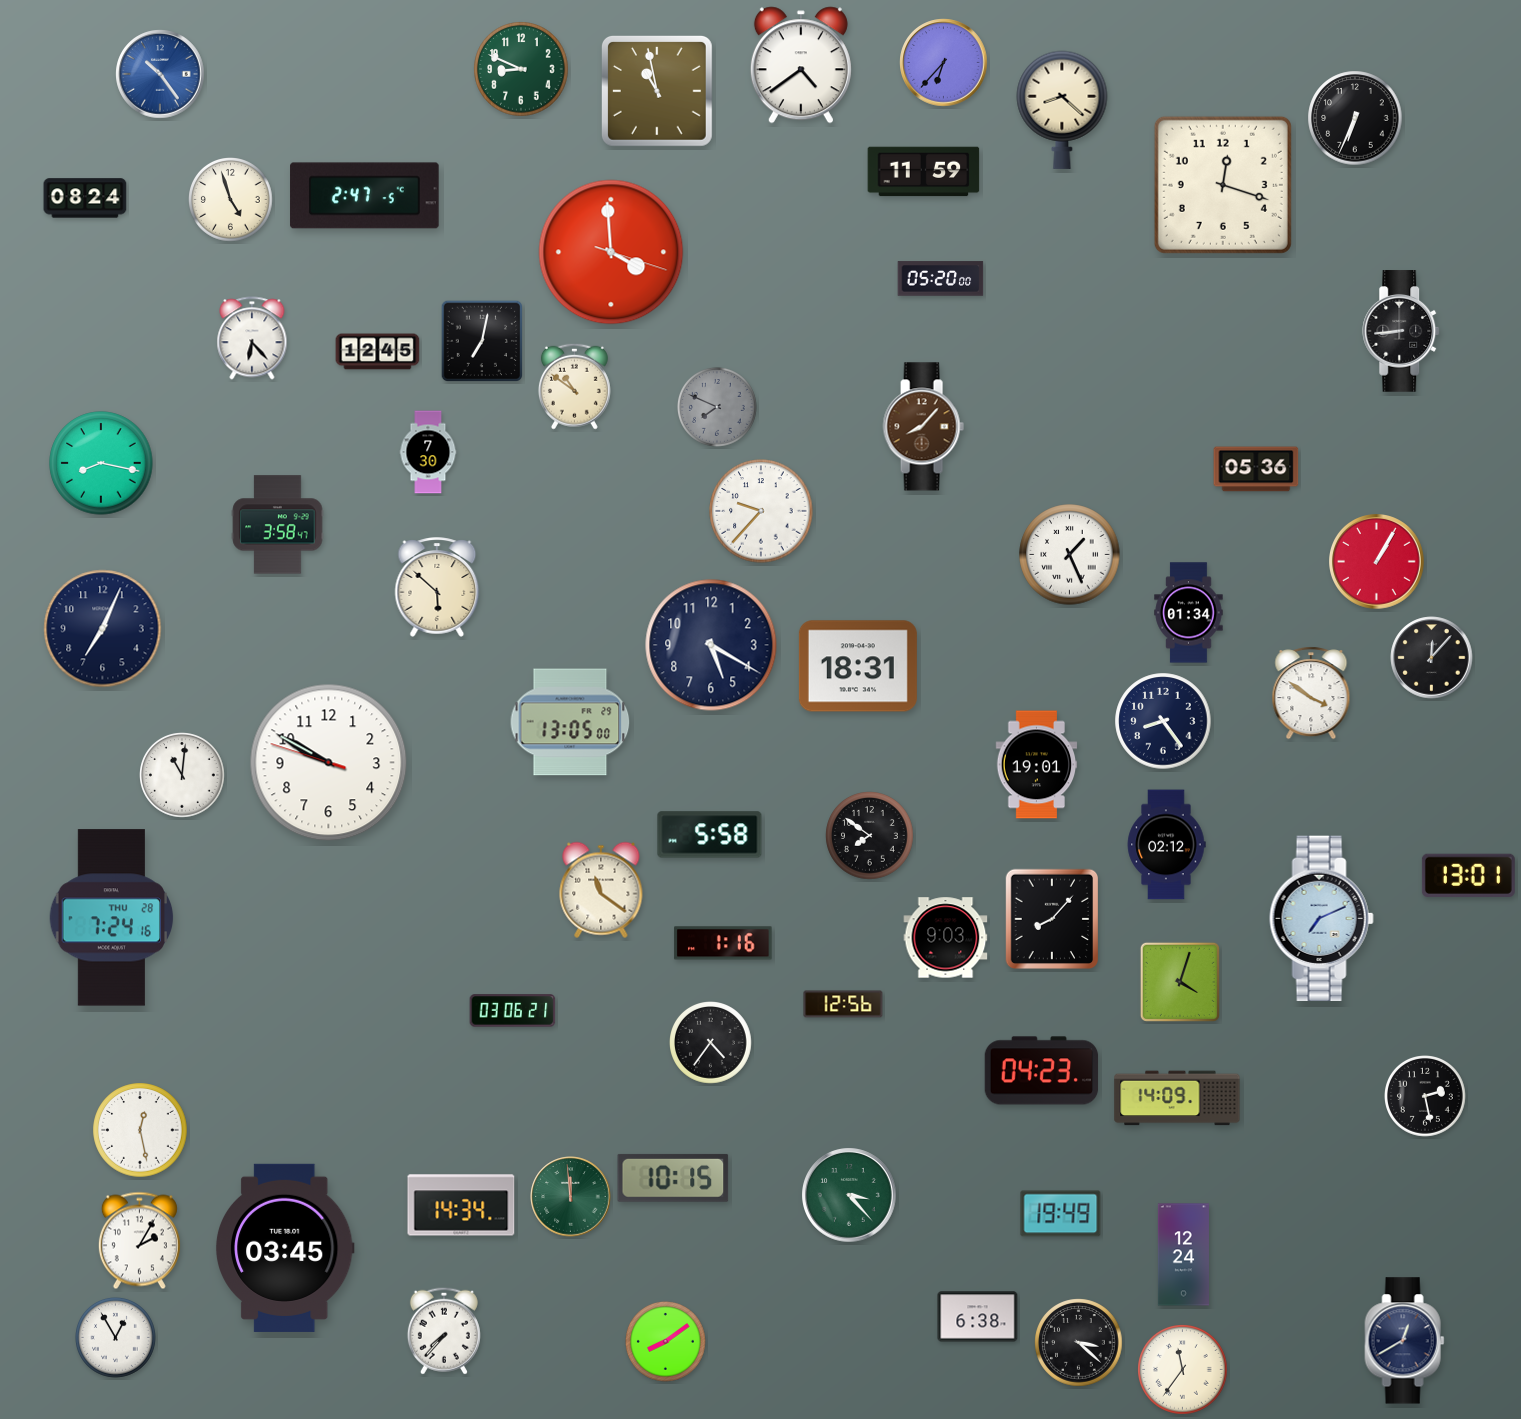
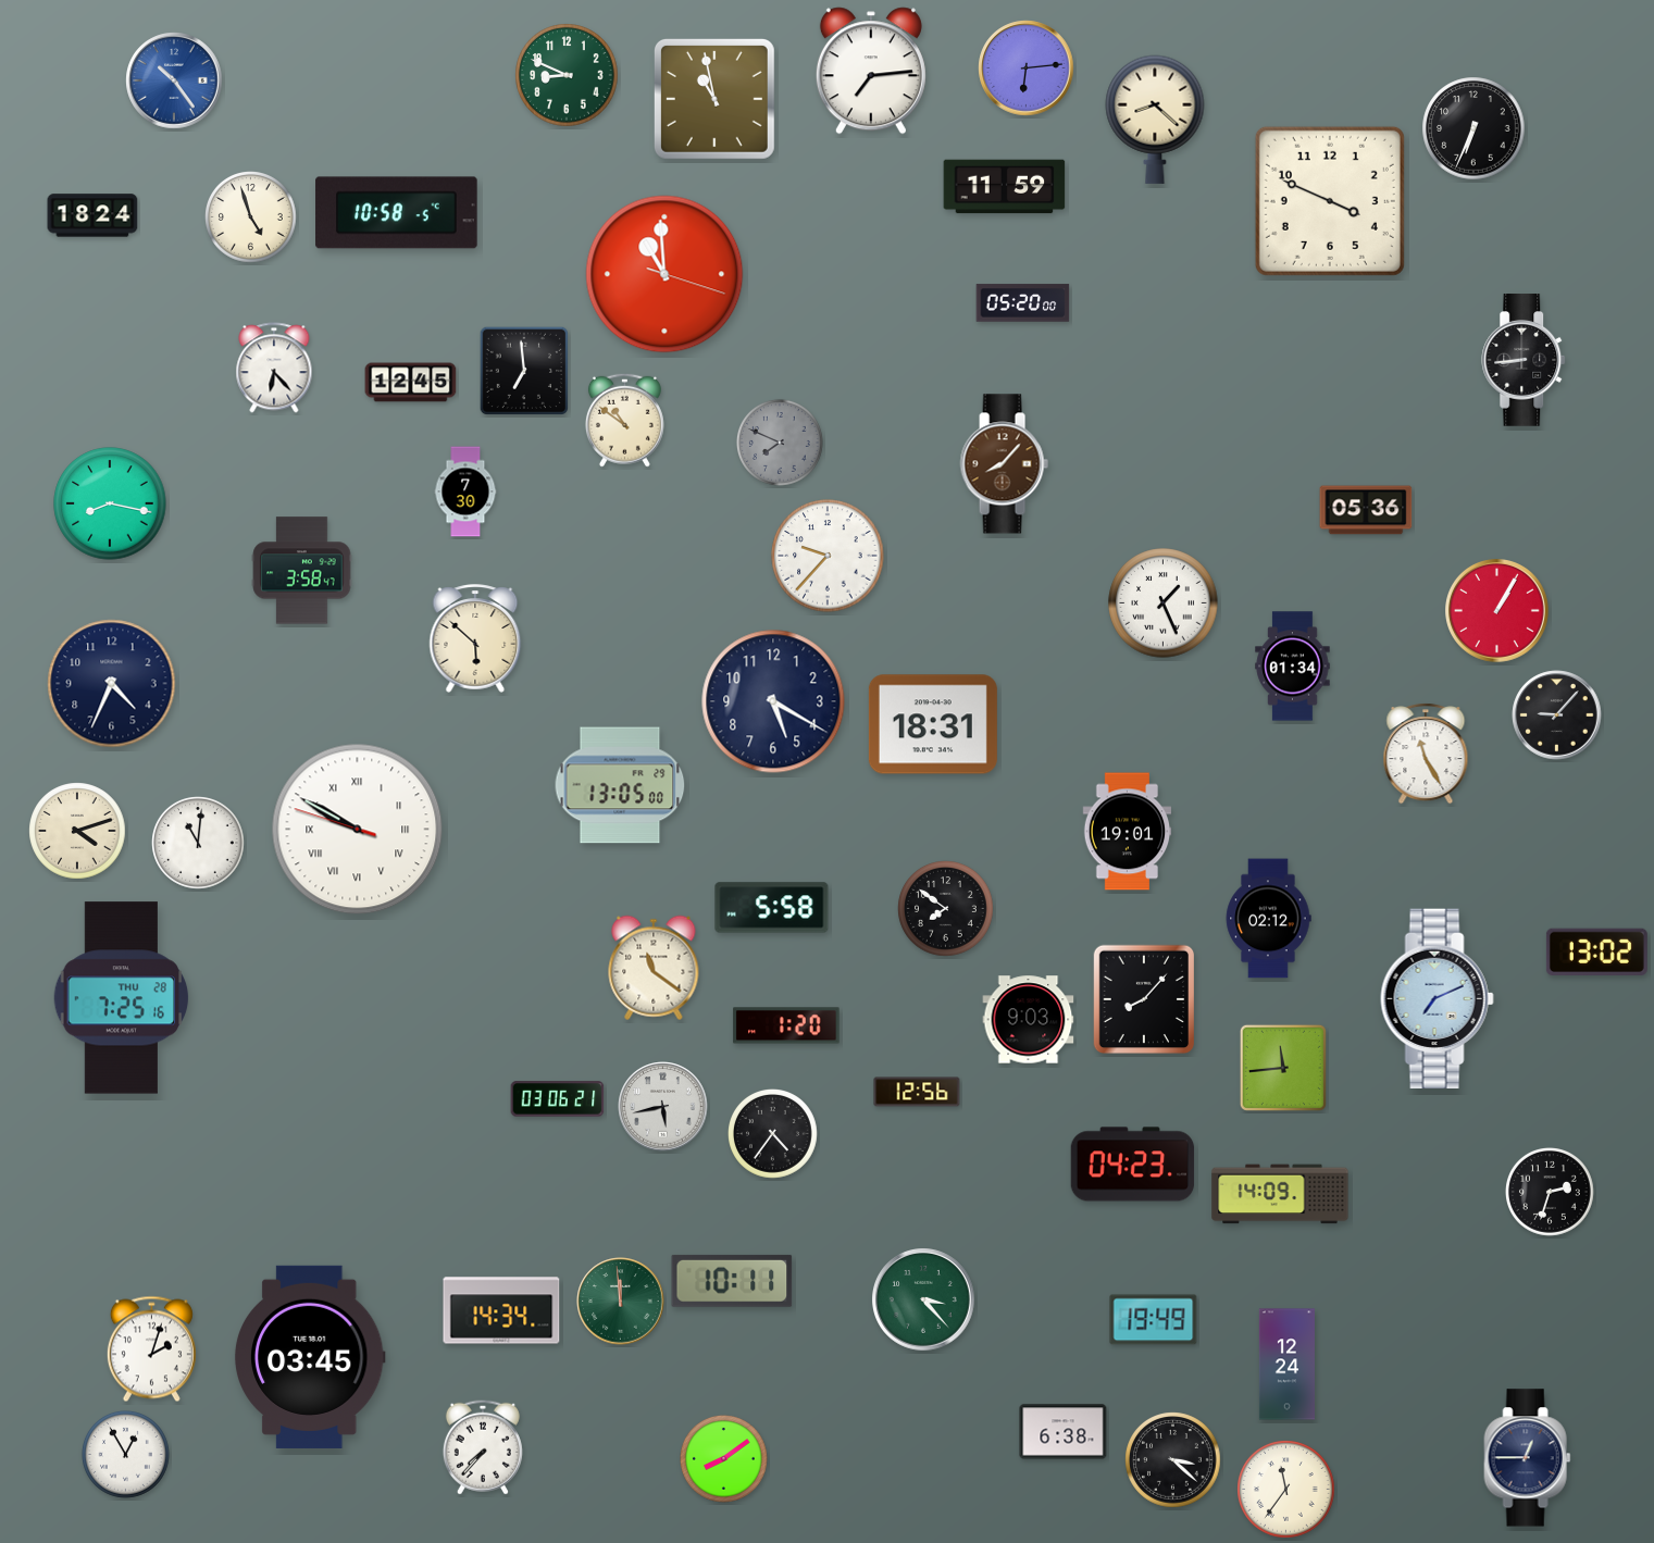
clock at (944, 63): 6:37 -> 6:14
clock at (801, 65): 4:39 -> 7:14
clock at (1223, 185): 12:18 -> 3:49
clock at (365, 196): 2:47 -> 10:58
clock at (85, 198): 08:24 -> 18:24
clock at (611, 252): 3:59 -> 10:59
clock at (482, 341): 7:02 -> 6:59
clock at (103, 629): 7:04 -> 4:34
clock at (1432, 658): 12:07 -> 9:07
clock at (1311, 693): 3:51 -> 11:25
clock at (1163, 721): 8:24 -> none
clock at (329, 763) numerals: Arabic -> Roman
clock at (77, 831): none -> 4:12
clock at (1468, 875): 13:01 -> 13:02
clock at (112, 918): 7:24 -> 7:25
clock at (723, 943): 1:16 -> 1:20
clock at (1180, 982): 4:03 -> 11:44
clock at (663, 1107): none -> 5:43
clock at (1426, 1097): 2:28 -> 2:33
clock at (140, 1130): 12:28 -> none
clock at (673, 1178): 10:15 -> 10:11
clock at (139, 1241): 2:05 -> 2:03
clock at (1405, 1341): 12:40 -> 12:45
